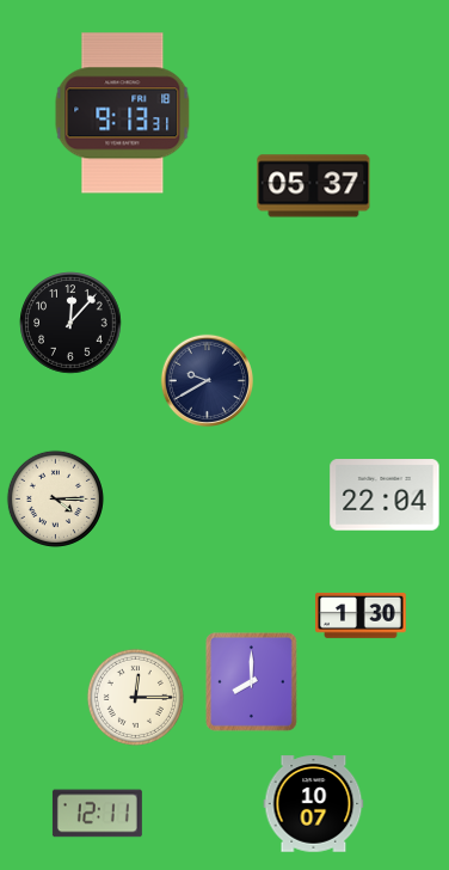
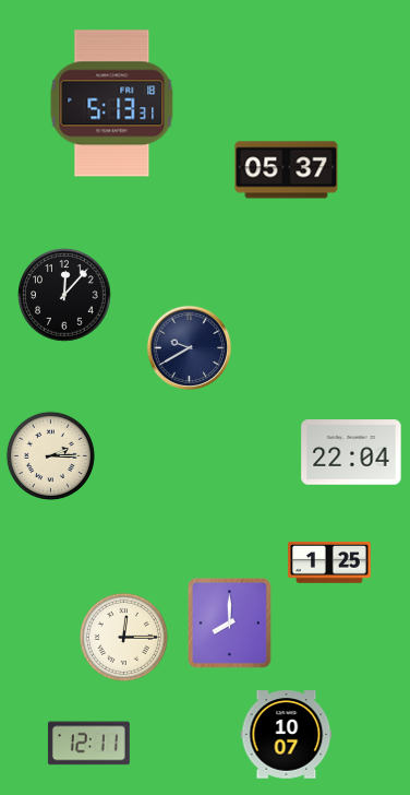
clock at (123, 114): 9:13 -> 5:13
clock at (55, 498): 4:15 -> 2:15
clock at (362, 615): 1:30 -> 1:25
